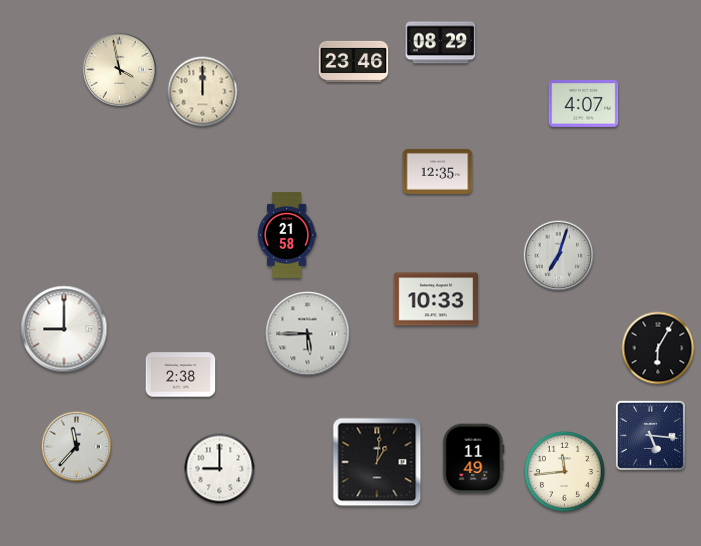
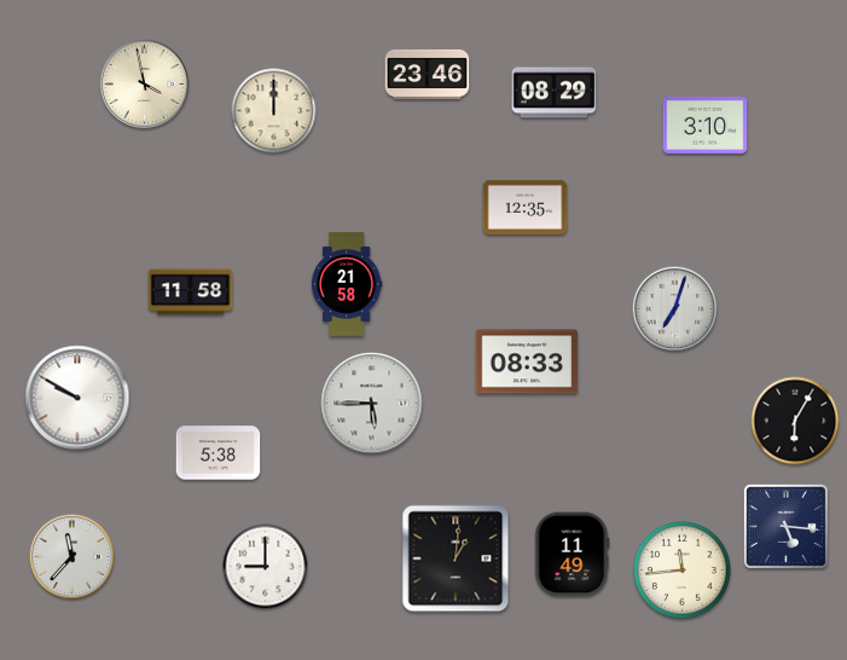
clock at (441, 43) position: (441, 43) -> (555, 93)
clock at (203, 92) position: (203, 92) -> (274, 111)
clock at (584, 104): 4:07 -> 3:10
clock at (438, 171) position: (438, 171) -> (526, 207)
clock at (191, 293): none -> 11:58
clock at (435, 299): 10:33 -> 08:33
clock at (64, 329): 9:00 -> 9:50
clock at (181, 375): 2:38 -> 5:38
clock at (77, 447) position: (77, 447) -> (72, 557)
